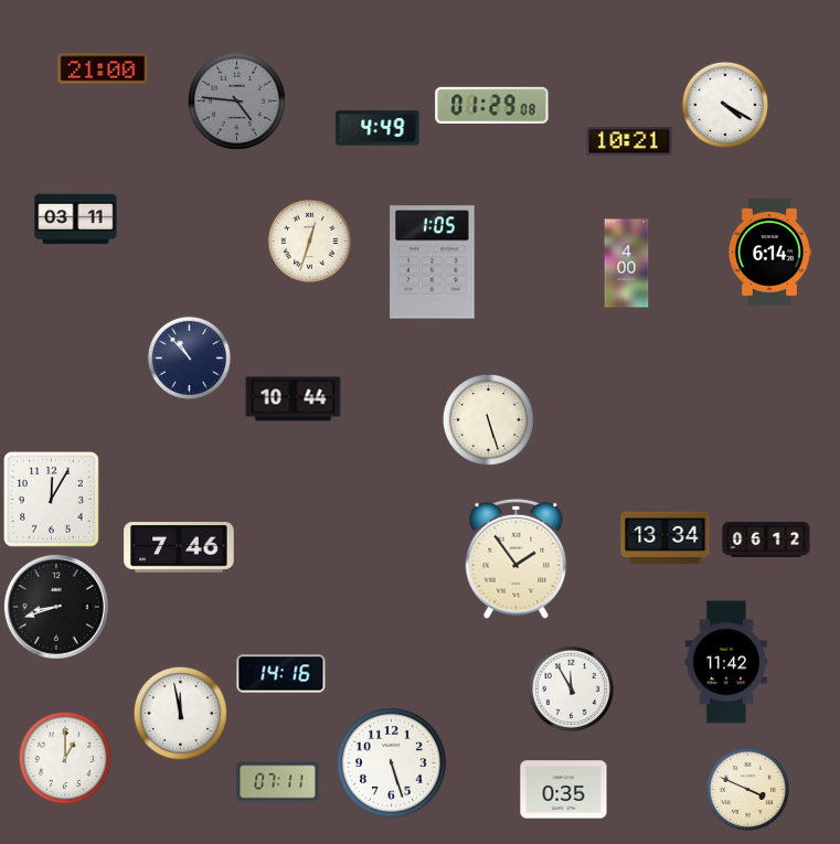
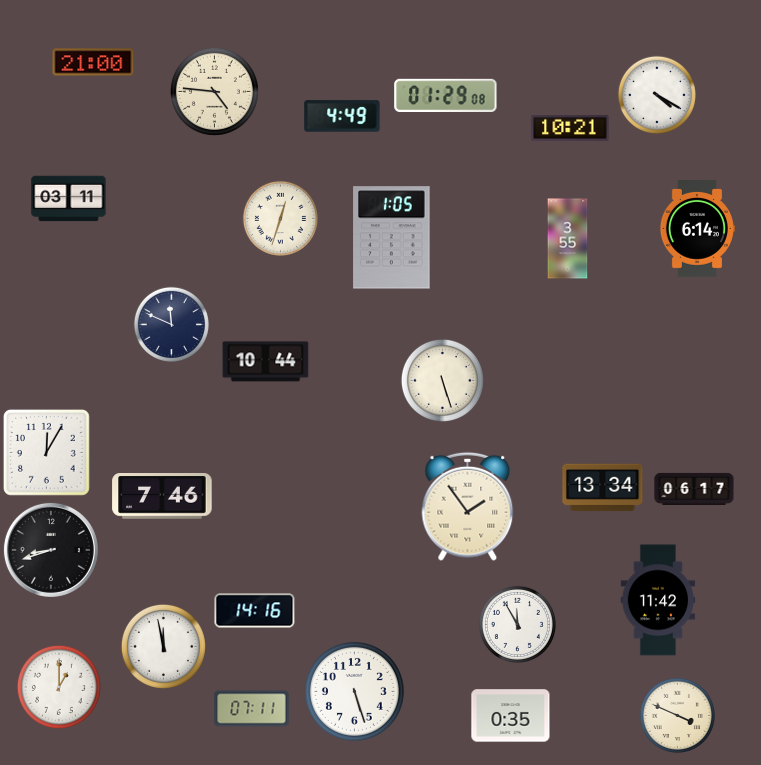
clock at (236, 100) dial: grey -> cream
clock at (627, 264): 4:00 -> 3:55
clock at (189, 357): 10:53 -> 11:49
clock at (766, 539): 06:12 -> 06:17
